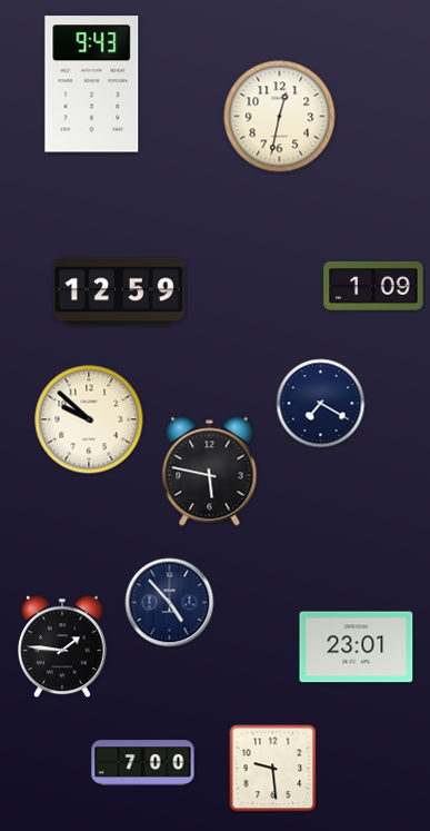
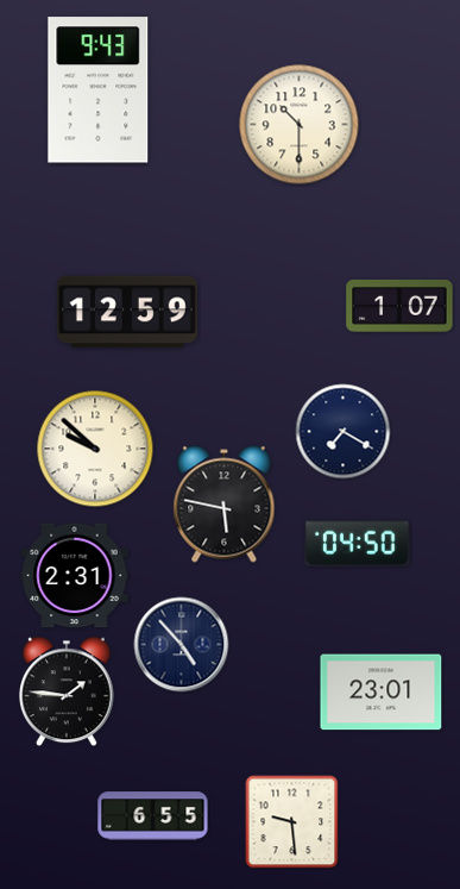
clock at (280, 117): 12:32 -> 10:30
clock at (373, 286): 1:09 -> 1:07
clock at (358, 543): none -> 04:50
clock at (75, 576): none -> 2:31
clock at (143, 763): 7:00 -> 6:55
